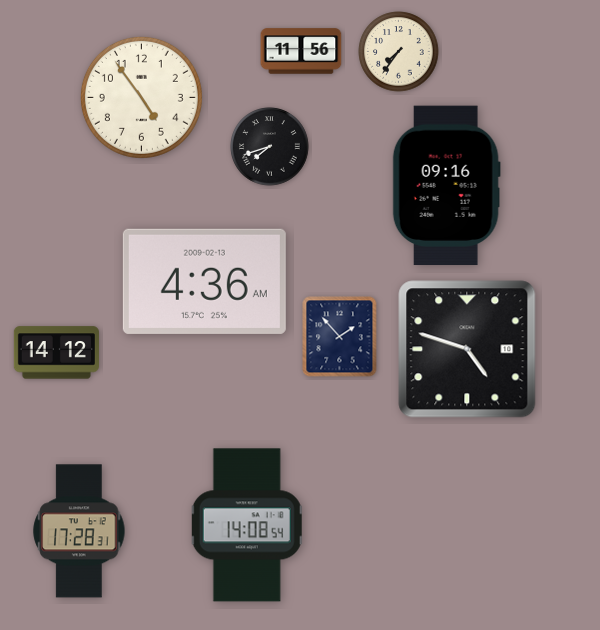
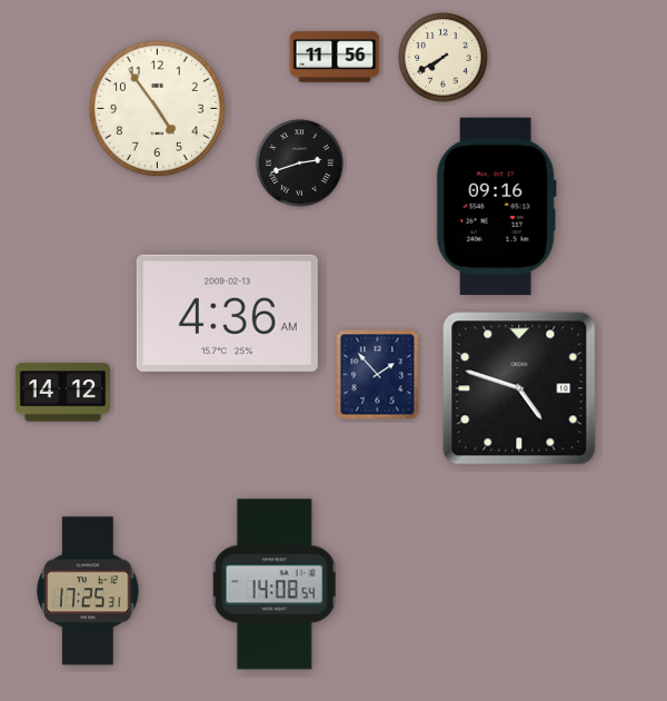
clock at (399, 52): 7:36 -> 7:40
clock at (270, 147): 7:42 -> 2:42
clock at (79, 531): 17:28 -> 17:25
